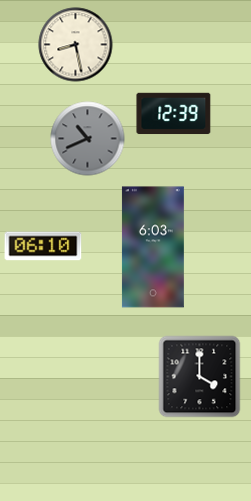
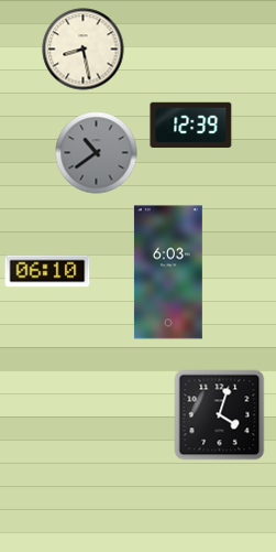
clock at (88, 139): 10:41 -> 10:39
clock at (200, 377): 4:00 -> 4:03
